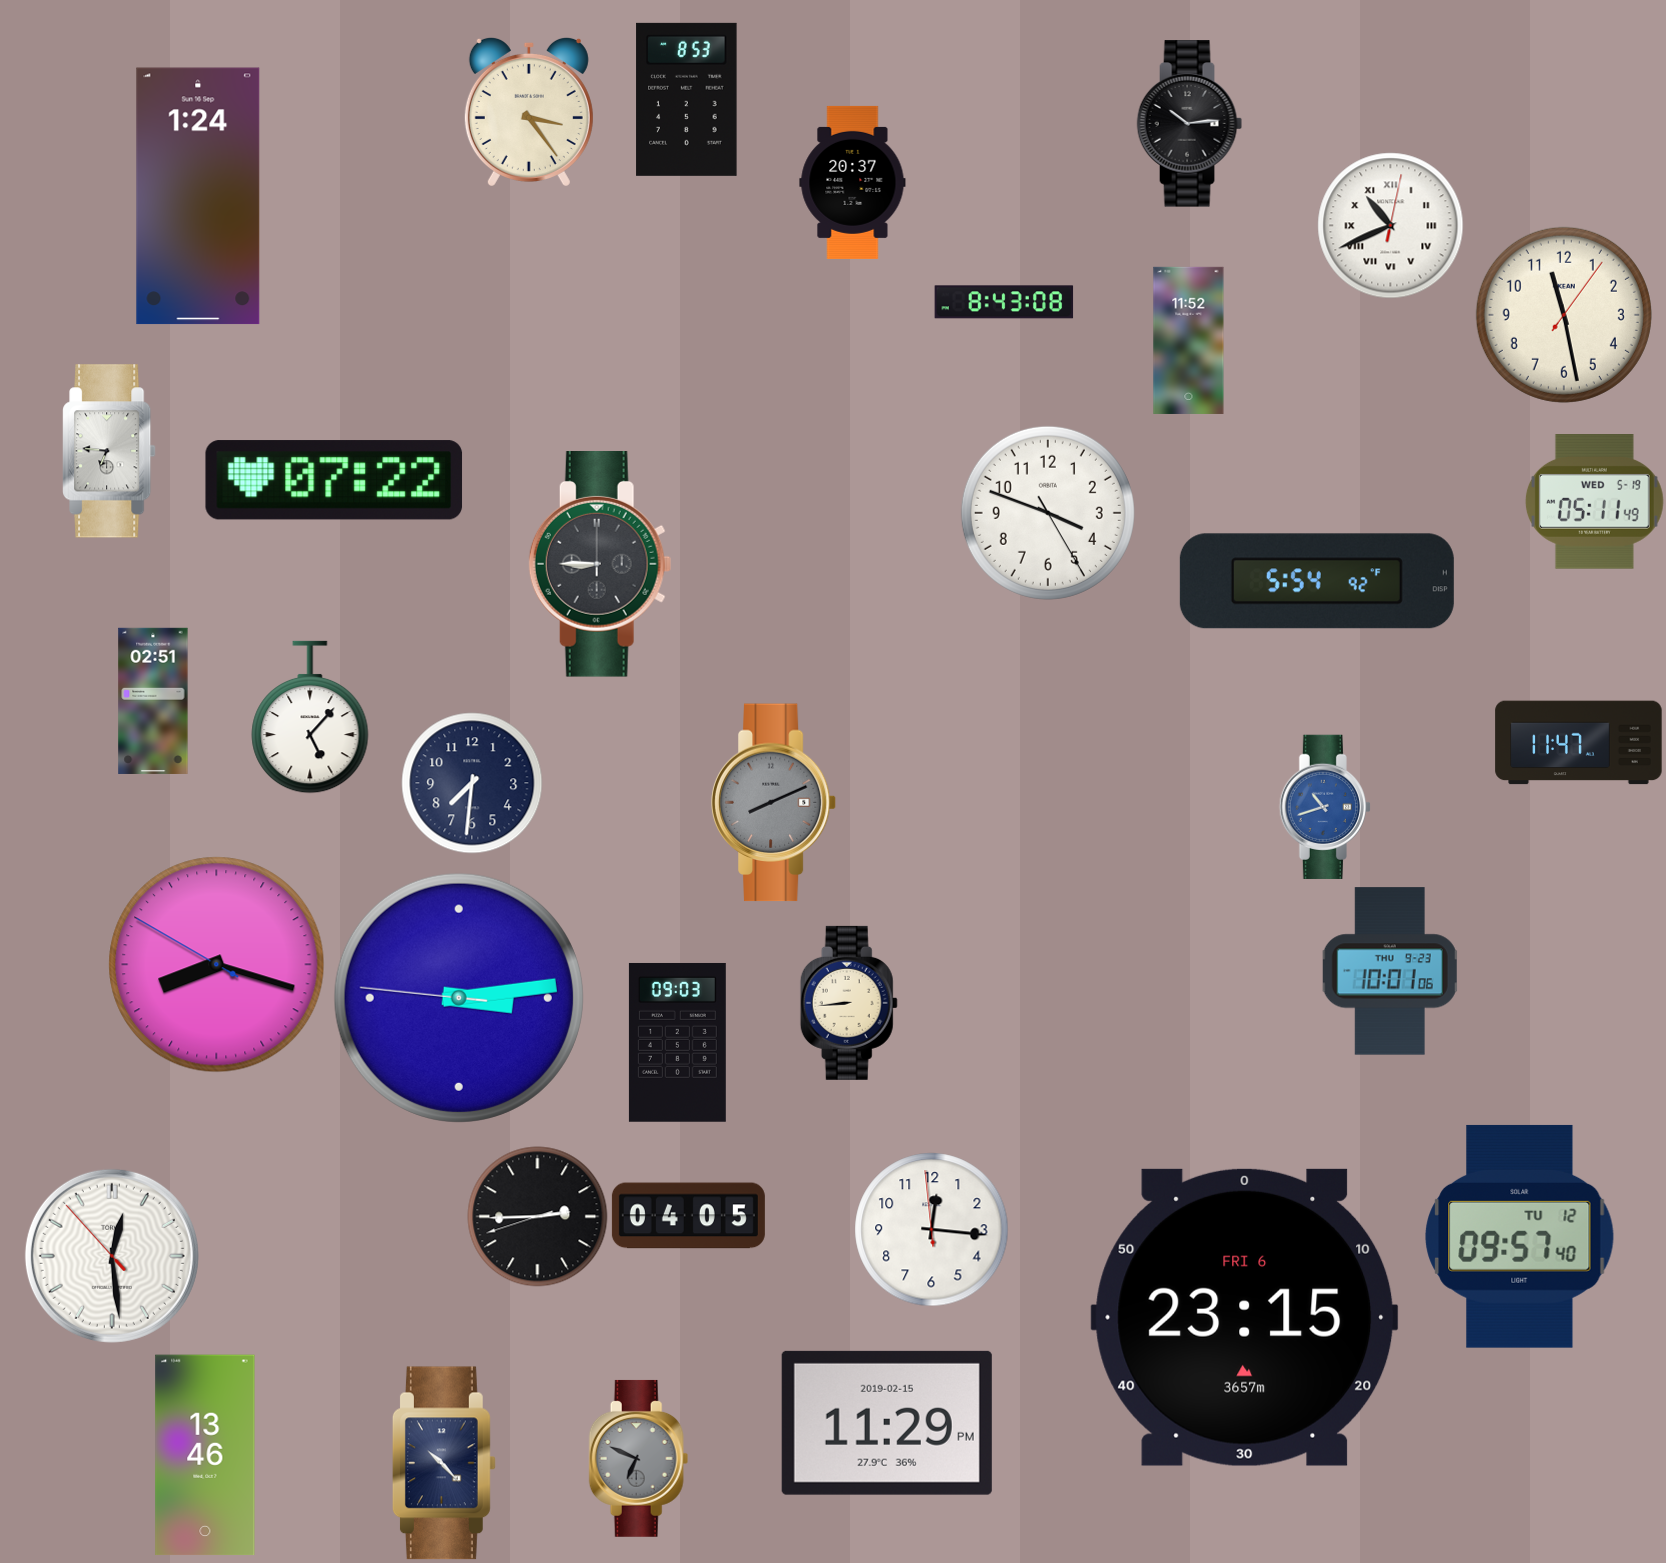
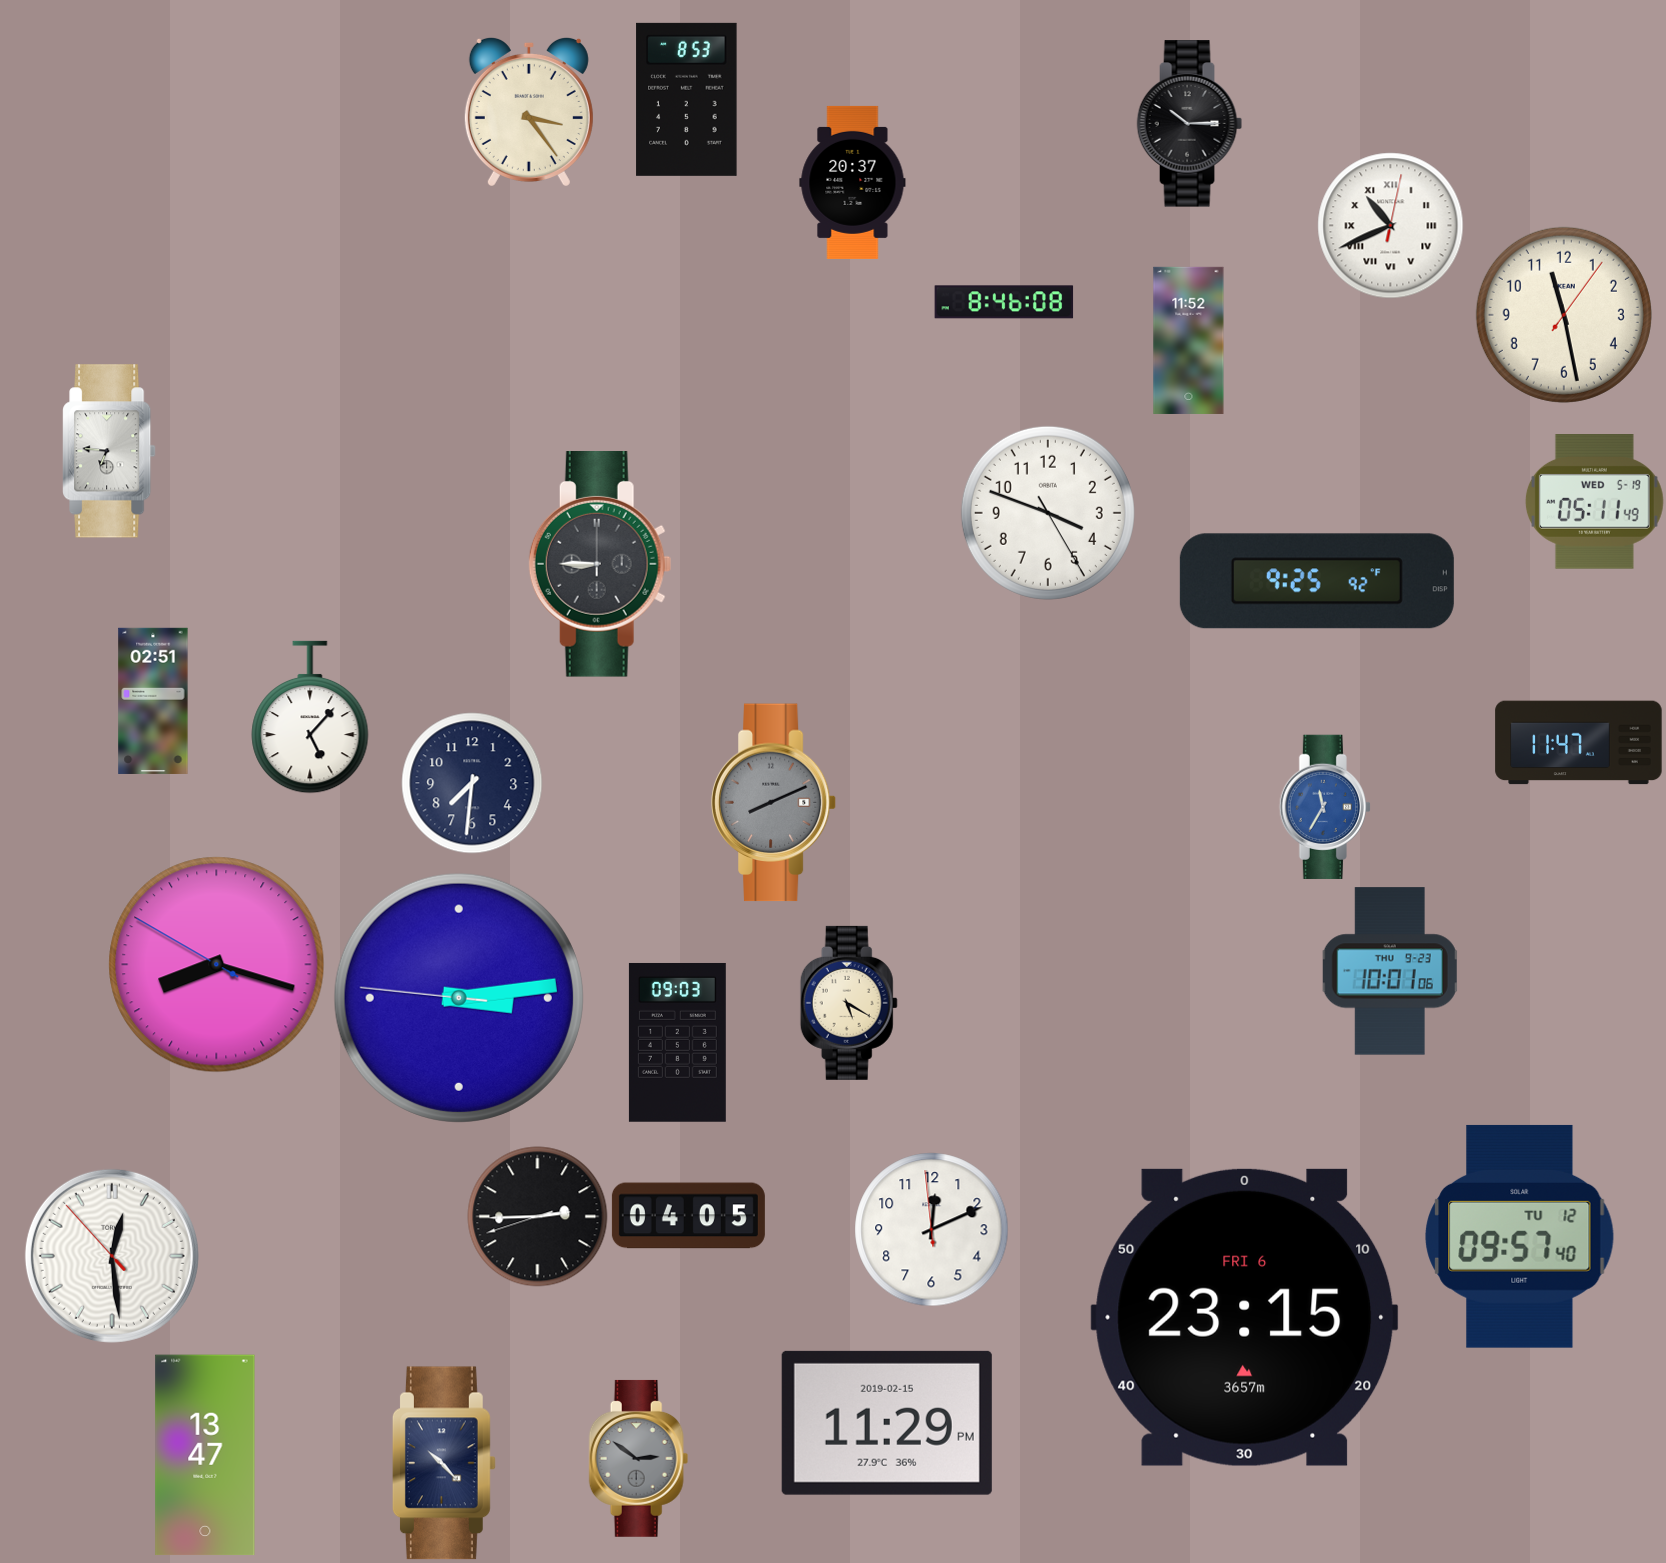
clock at (1190, 124): 10:14 -> 10:15
clock at (198, 196): 1:24 -> none
clock at (1004, 302): 8:43 -> 8:46
clock at (334, 480): 07:22 -> none
clock at (1317, 581): 5:54 -> 9:25
clock at (1325, 806): 10:42 -> 11:35
clock at (849, 1003): 8:44 -> 5:20
clock at (932, 1230): 12:15 -> 12:10
clock at (205, 1455): 13:46 -> 13:47
clock at (639, 1458): 6:49 -> 2:51
